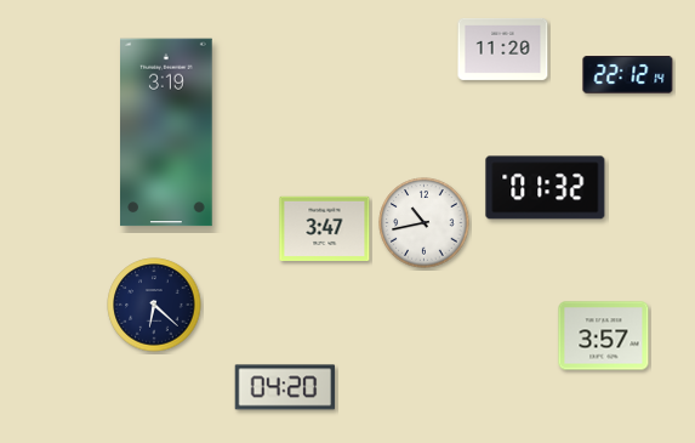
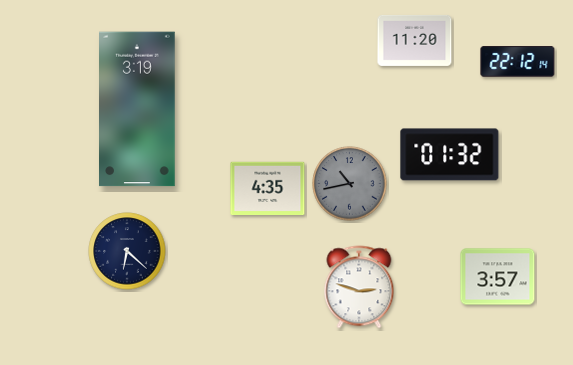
clock at (425, 223) dial: white -> grey
clock at (325, 228): 3:47 -> 4:35
clock at (359, 287): none -> 2:48
clock at (285, 387): 04:20 -> none
